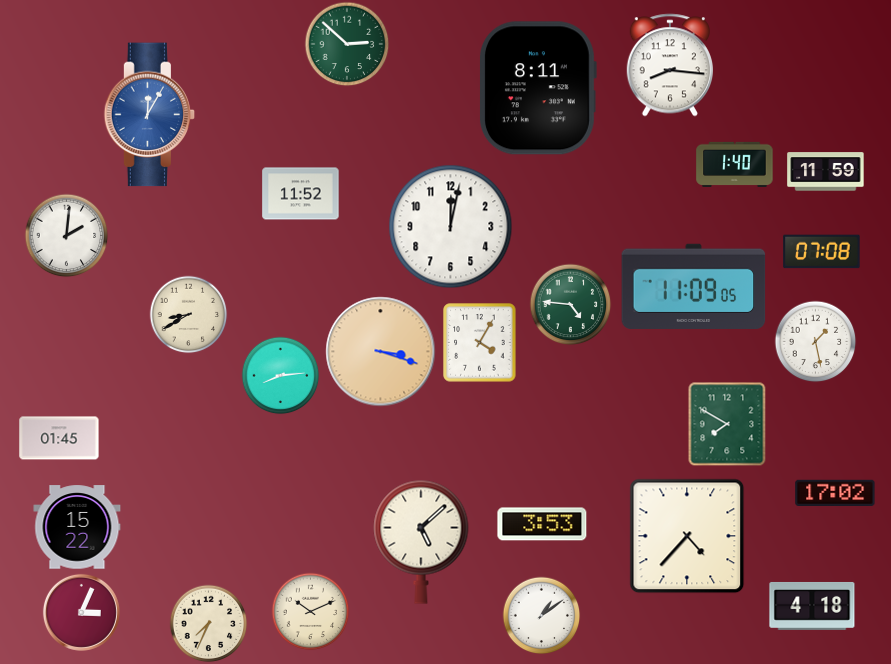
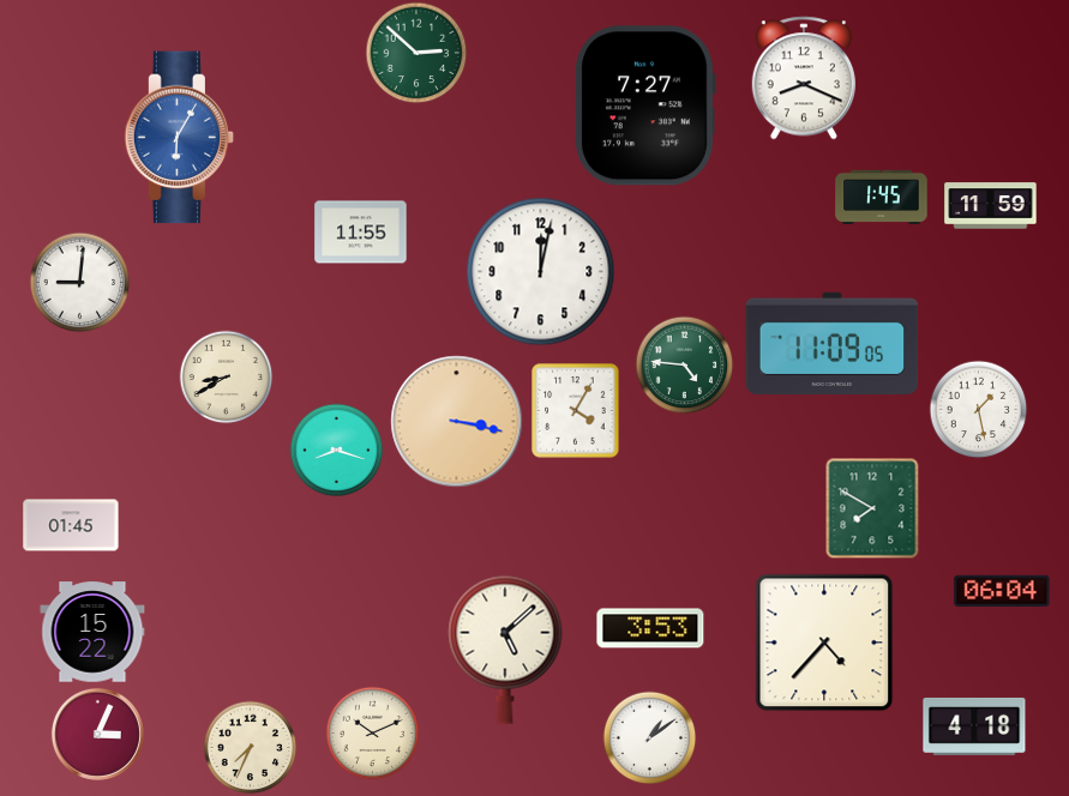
clock at (669, 65): 8:16 -> 8:19
clock at (538, 88): 8:11 -> 7:27
clock at (150, 115): 12:05 -> 6:05
clock at (735, 165): 1:40 -> 1:45
clock at (301, 194): 11:52 -> 11:55
clock at (66, 235): 2:01 -> 9:01
clock at (822, 252): 07:08 -> none
clock at (381, 352): 3:18 -> 3:17
clock at (280, 375): 8:14 -> 8:18
clock at (835, 492): 17:02 -> 06:04
